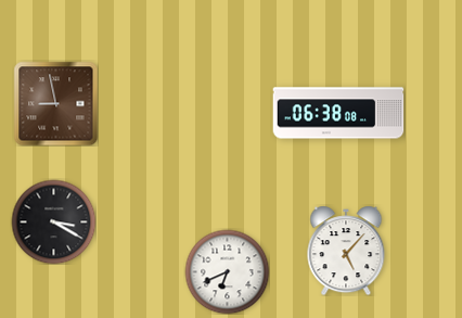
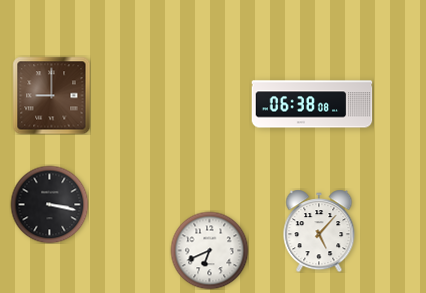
clock at (55, 103): 8:58 -> 9:00
clock at (53, 221): 3:20 -> 3:17
